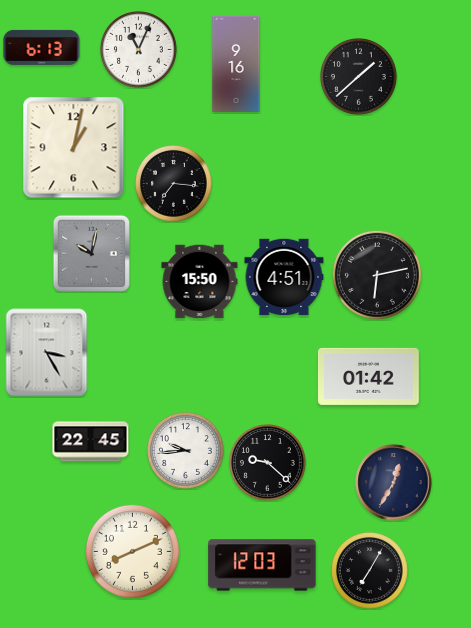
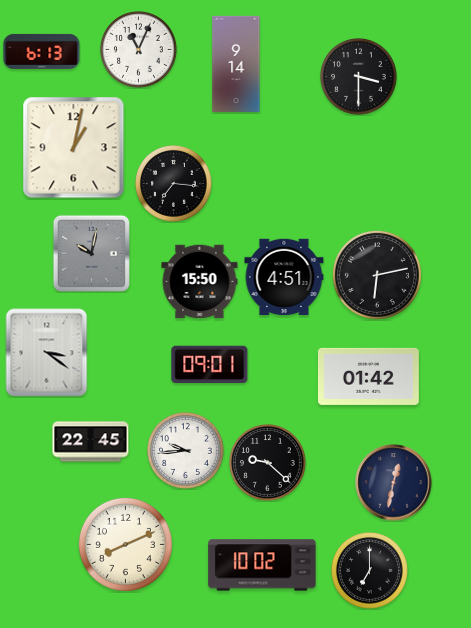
clock at (42, 47) position: (42, 47) -> (42, 51)
clock at (236, 64): 9:16 -> 9:14
clock at (359, 77): 1:38 -> 3:30
clock at (47, 353): 3:25 -> 3:21
clock at (210, 364): none -> 09:01
clock at (394, 483): 12:35 -> 12:32
clock at (132, 551) position: (132, 551) -> (125, 544)
clock at (262, 565): 12:03 -> 10:02
clock at (370, 571): 7:05 -> 7:00
